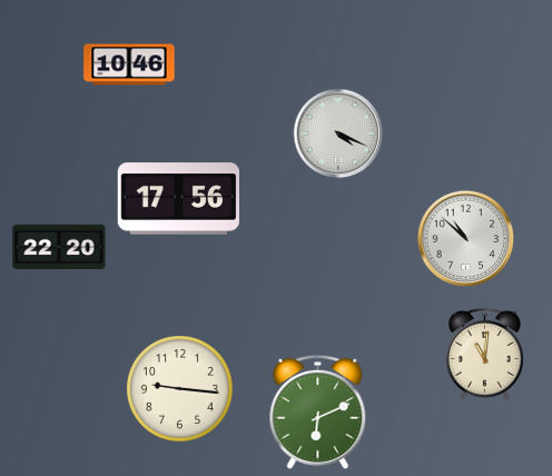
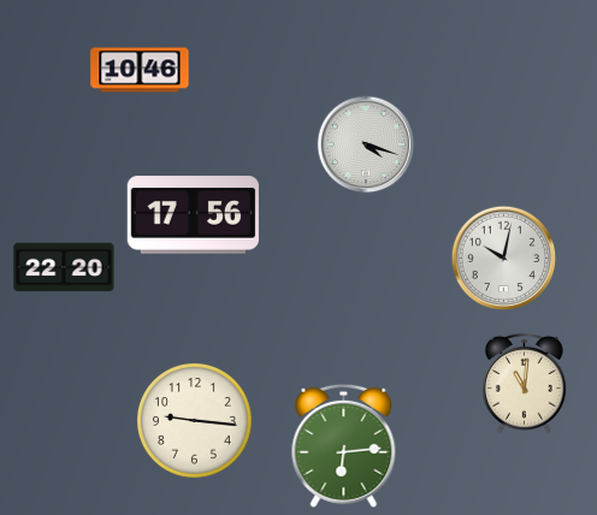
clock at (338, 133): 4:19 -> 4:18
clock at (466, 239): 10:52 -> 10:02
clock at (318, 411): 6:11 -> 6:14
